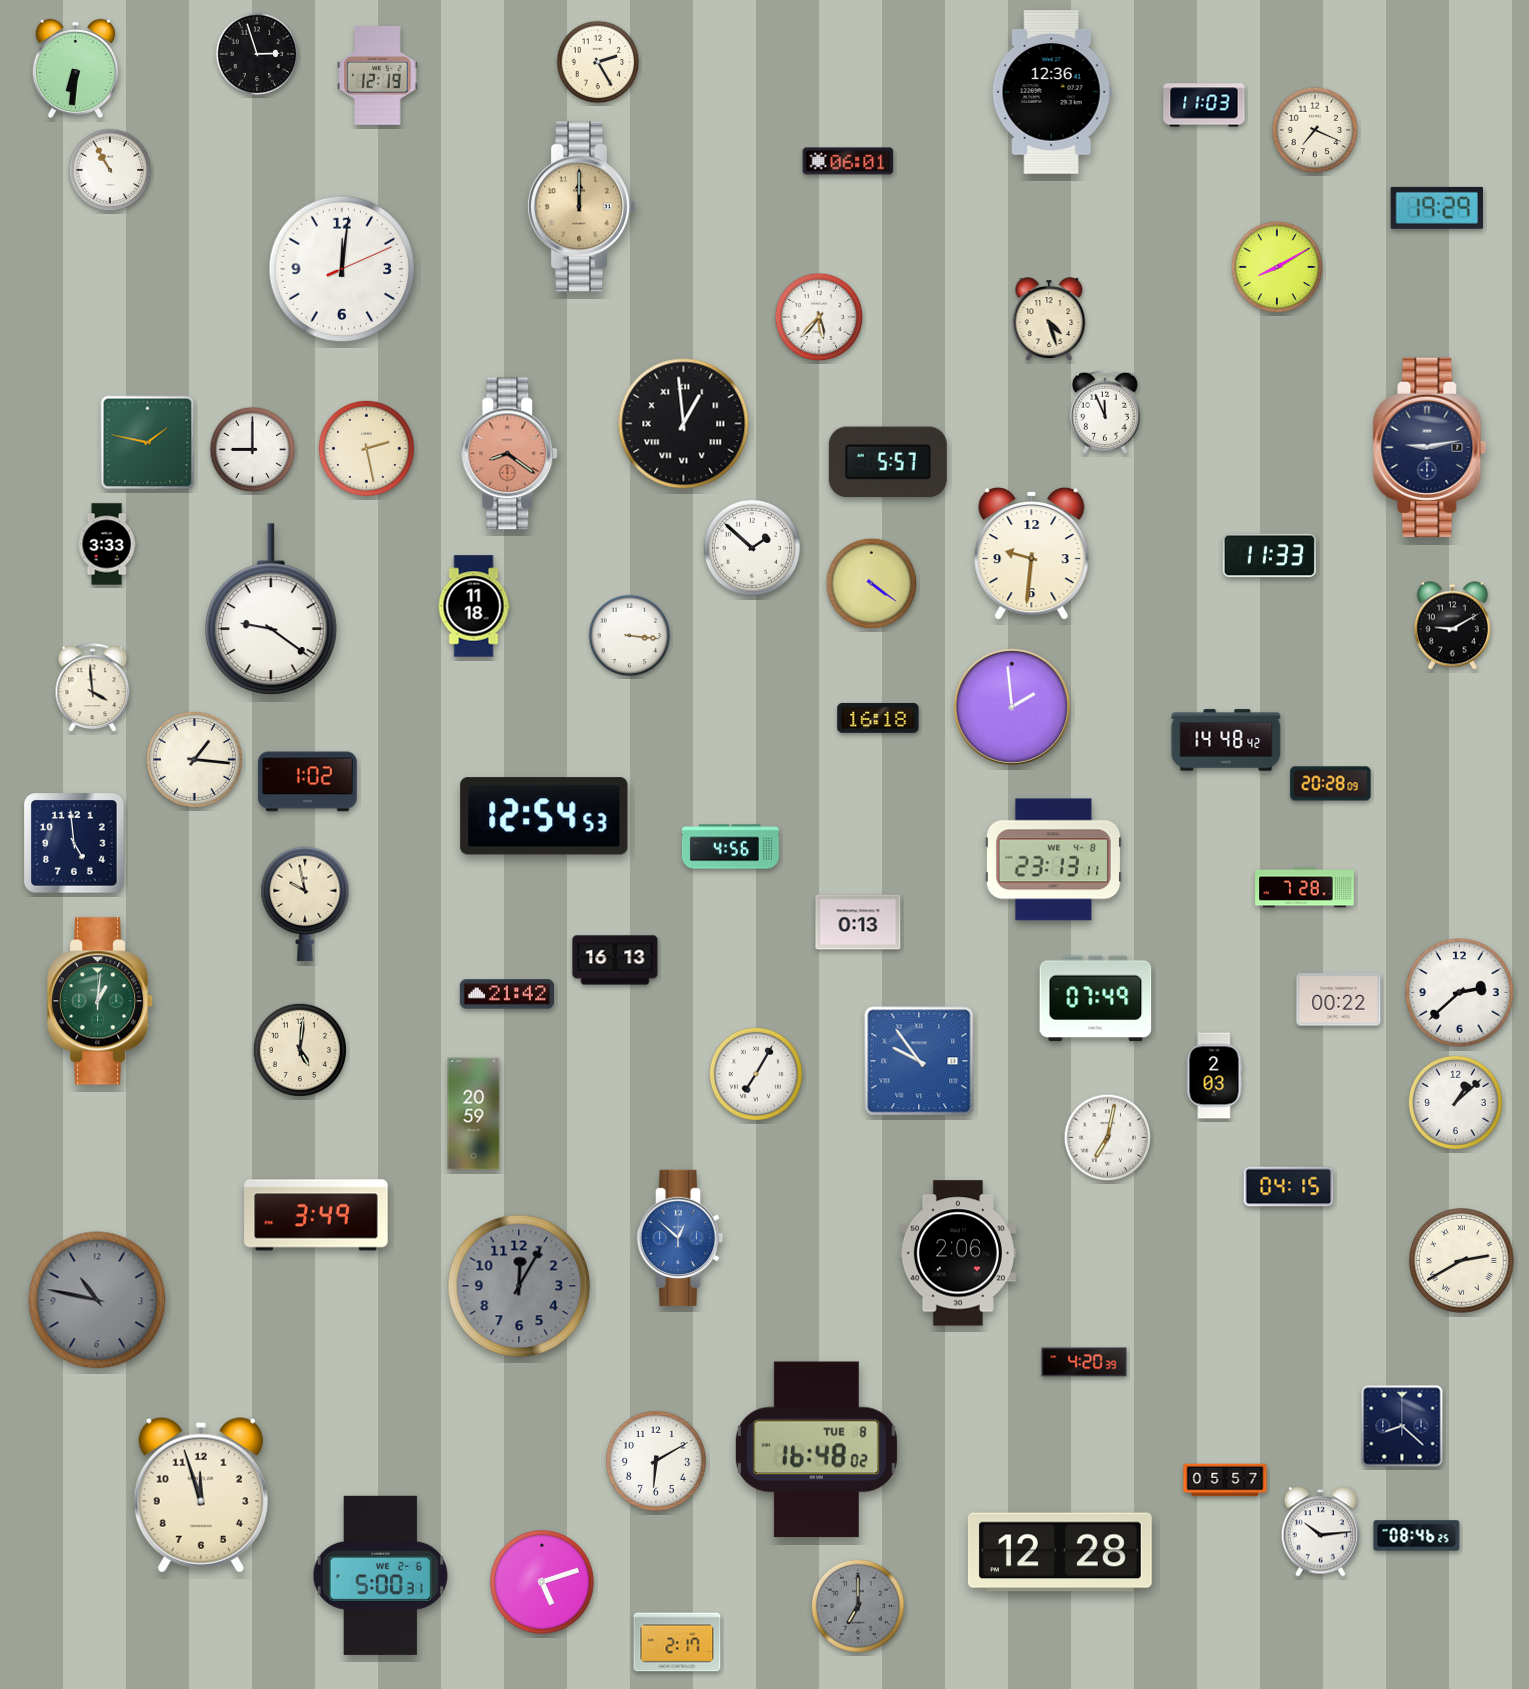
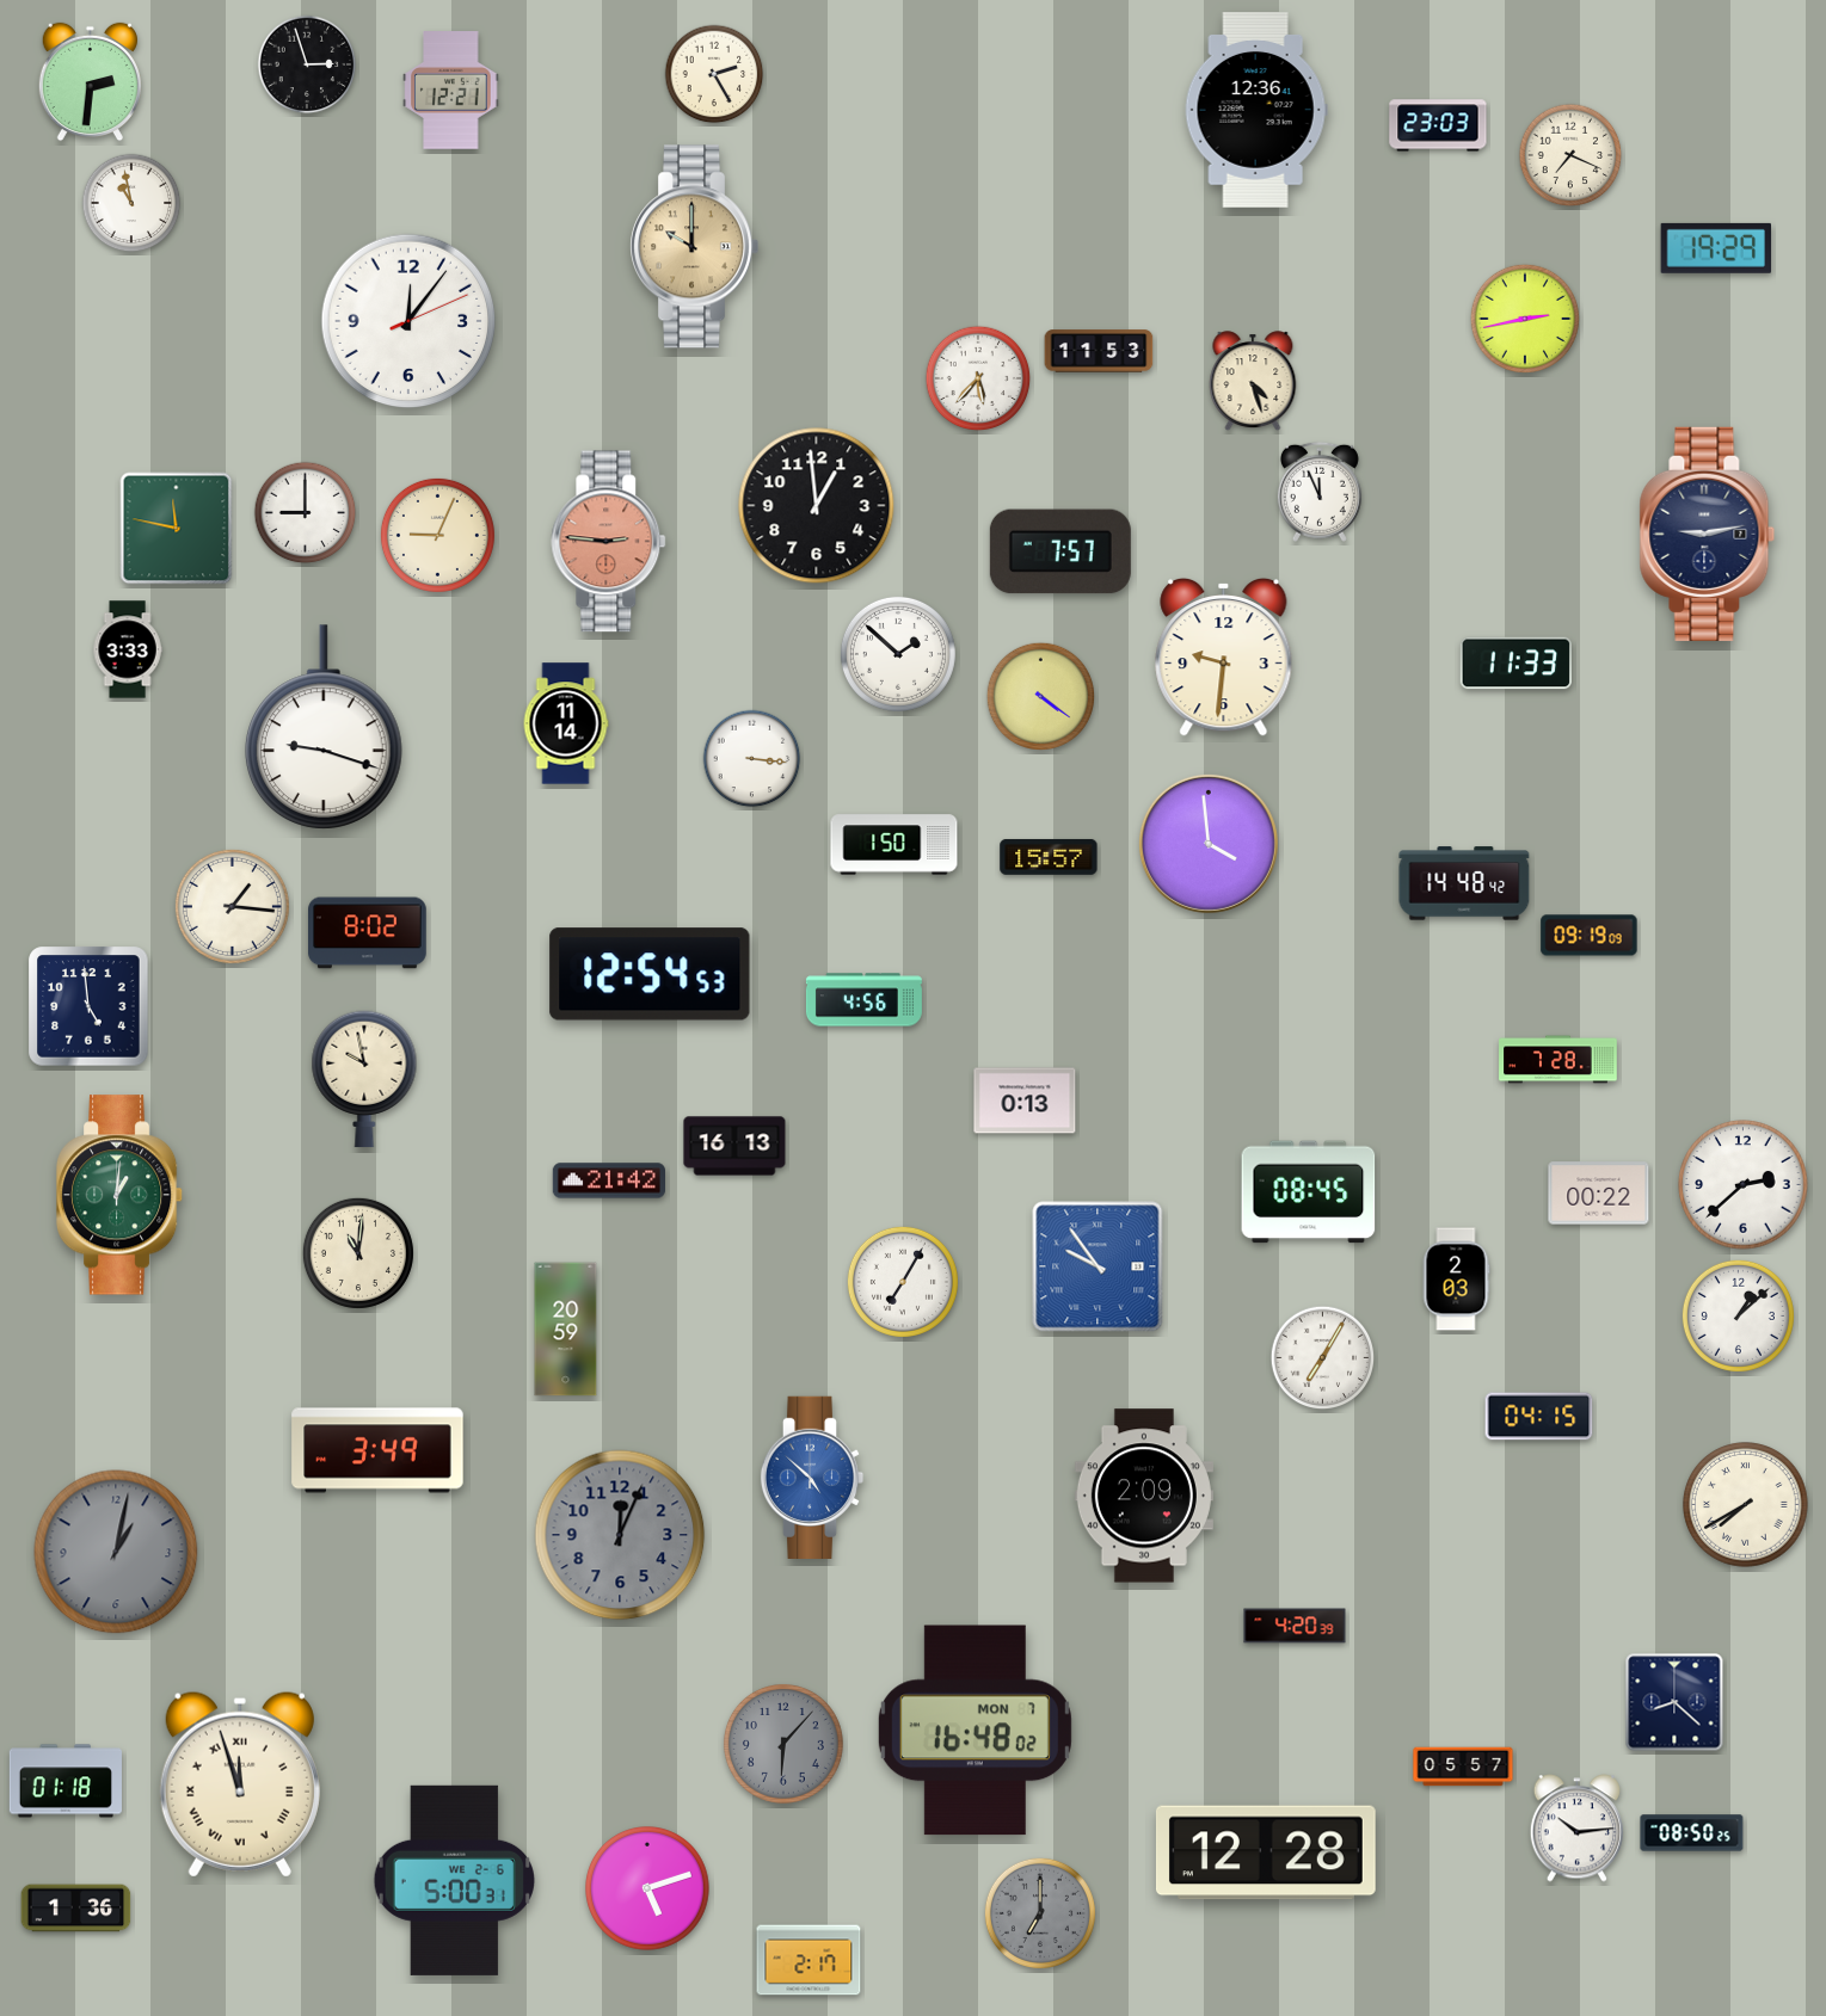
clock at (75, 69): 6:31 -> 2:31
clock at (378, 76): 12:19 -> 12:21
clock at (1204, 105): 11:03 -> 23:03
clock at (848, 161): 06:01 -> none
clock at (110, 170): 10:55 -> 10:58
clock at (582, 207): 12:00 -> 10:00
clock at (1277, 267): 8:10 -> 2:43
clock at (342, 269): 12:01 -> 12:06
clock at (1099, 351): none -> 11:53
clock at (684, 424) numerals: Roman -> Arabic
clock at (148, 443): 1:47 -> 11:47
clock at (366, 448): 2:28 -> 9:04
clock at (253, 450) position: (253, 450) -> (306, 513)
clock at (510, 454): 8:21 -> 2:46
clock at (888, 462): 5:57 -> 7:57
clock at (1032, 553) position: (1032, 553) -> (1224, 656)
clock at (474, 606): 11:18 -> 11:14
clock at (271, 609): 9:21 -> 9:18
clock at (1452, 626): 9:10 -> none
clock at (93, 688): 3:59 -> none
clock at (1012, 707): 1:59 -> 3:59
clock at (894, 845): none -> 1:50
clock at (878, 718): 16:18 -> 15:57
clock at (308, 782): 1:02 -> 8:02
clock at (1331, 784): 20:28 -> 09:19
clock at (730, 847) position: (730, 847) -> (863, 1000)
clock at (1053, 860): 23:13 -> none
clock at (506, 994) position: (506, 994) -> (608, 1180)
clock at (1096, 999): 07:49 -> 08:45
clock at (300, 1050): 5:01 -> 11:01
clock at (1214, 1076) position: (1214, 1076) -> (1456, 1280)
clock at (1108, 1138): 7:02 -> 7:05
clock at (680, 1238): 12:52 -> 4:52
clock at (958, 1253): 2:06 -> 2:09
clock at (1462, 1261): 2:40 -> 7:40
clock at (519, 1286): 12:05 -> 12:04
clock at (97, 1300): 10:47 -> 1:02
clock at (816, 1450) date: TUE 8 -> MON 7
clock at (656, 1461): 6:10 -> 6:07
clock at (656, 1461) dial: white -> grey
clock at (66, 1781): none -> 01:18
clock at (201, 1495) numerals: Arabic -> Roman
clock at (1417, 1536): 08:46 -> 08:50
clock at (76, 1909): none -> 1:36
clock at (858, 1606) position: (858, 1606) -> (1040, 1913)
